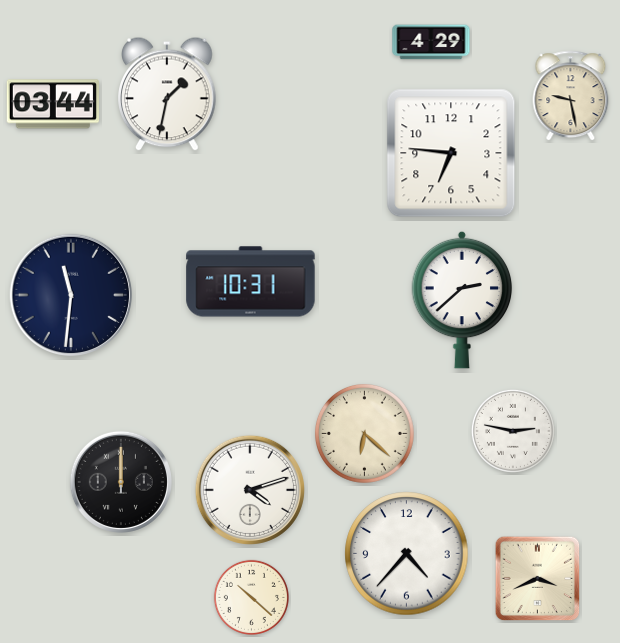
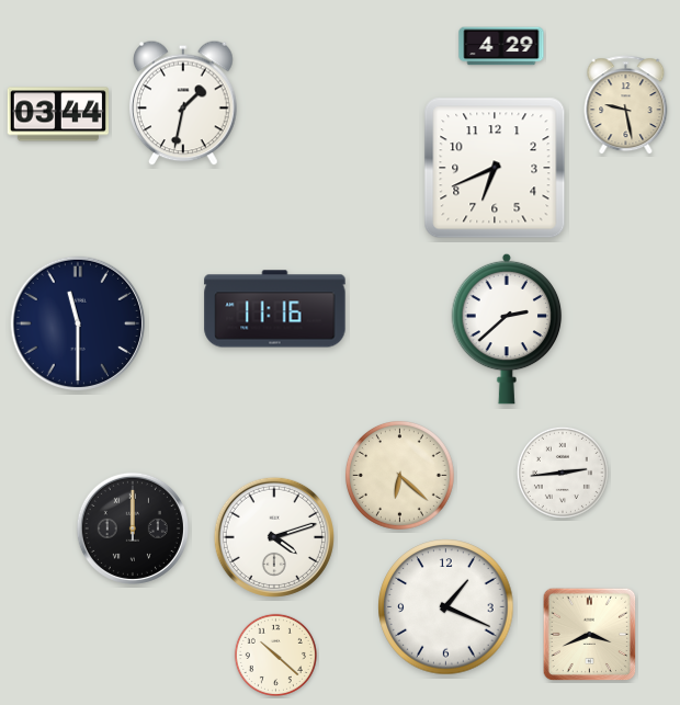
clock at (431, 42) position: (431, 42) -> (501, 46)
clock at (451, 153): 6:46 -> 6:41
clock at (251, 282): 10:31 -> 11:16
clock at (70, 294): 11:31 -> 11:30
clock at (513, 431): 2:47 -> 2:44
clock at (407, 554): 4:37 -> 1:19
